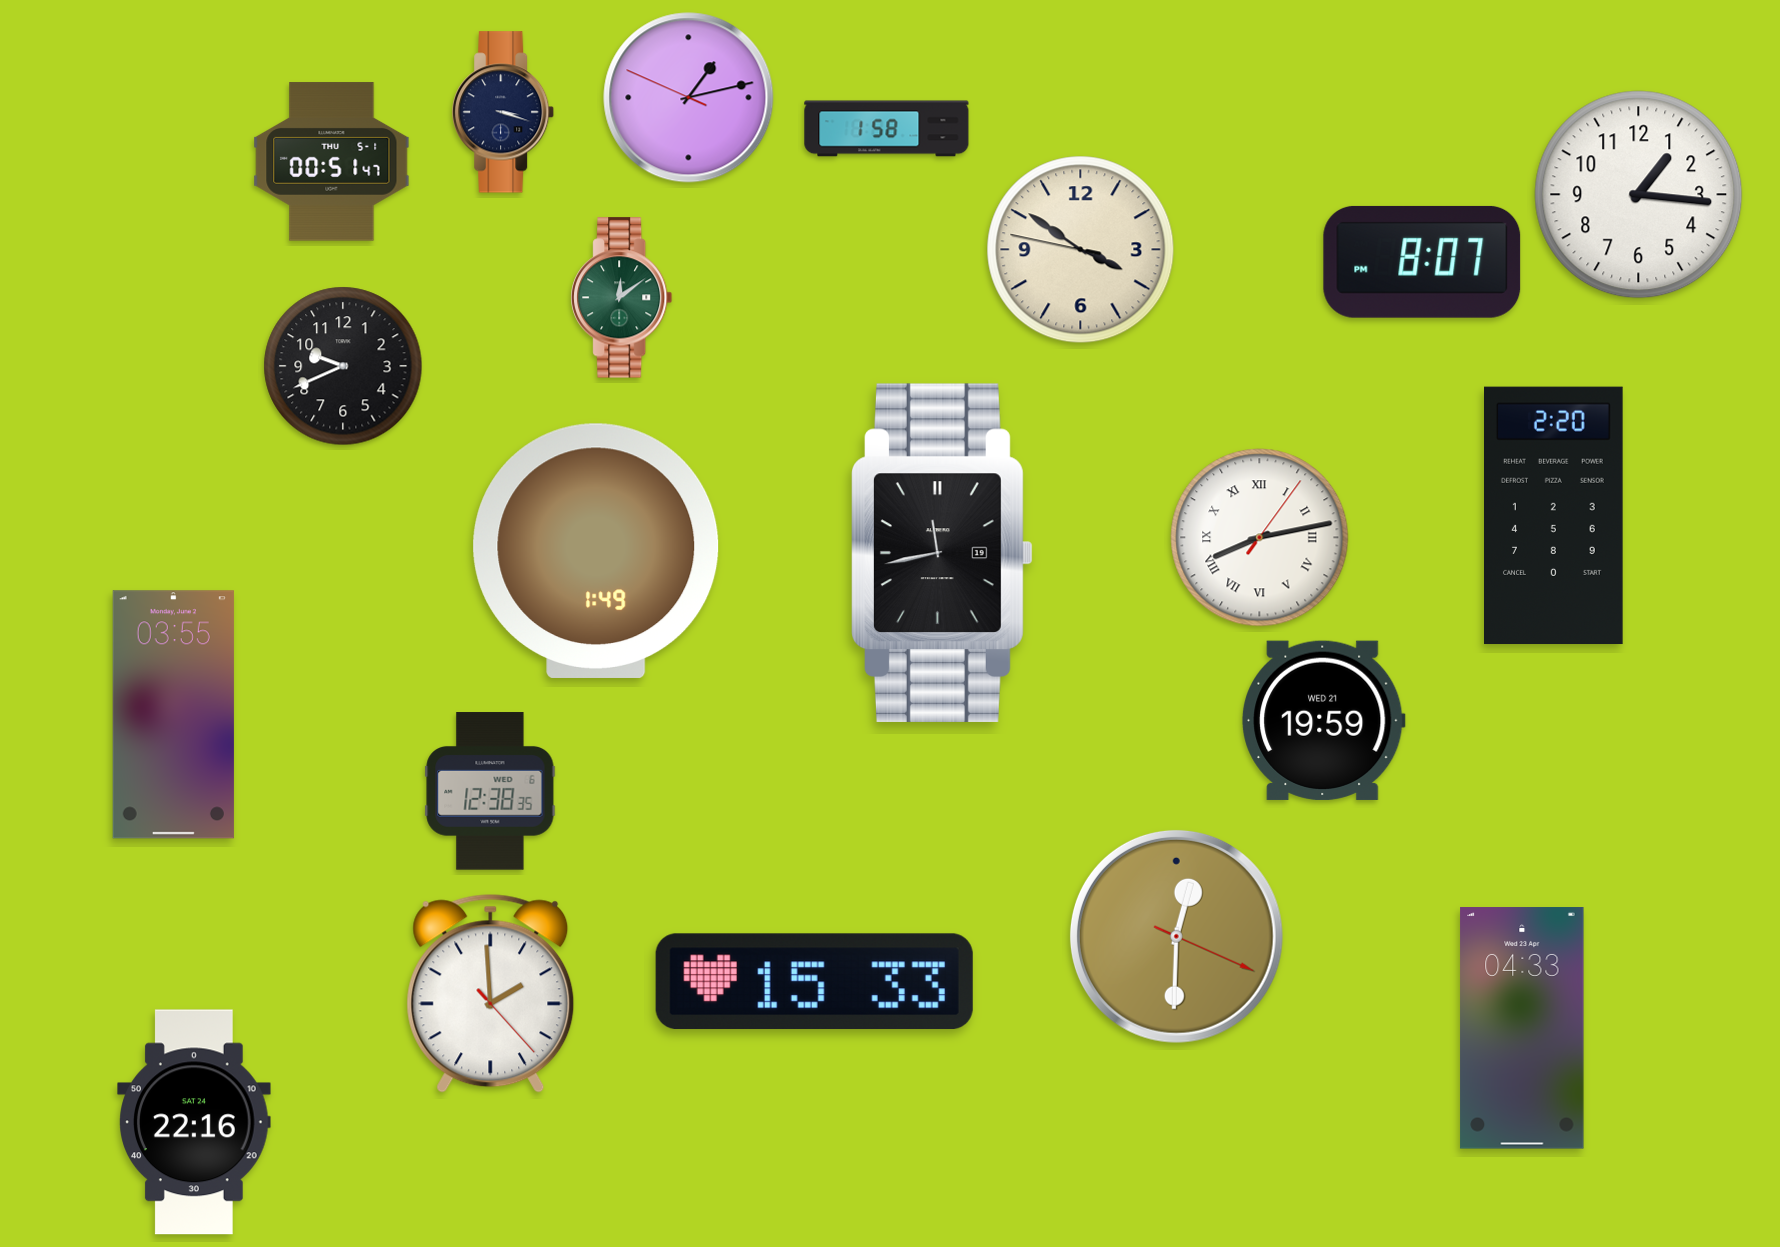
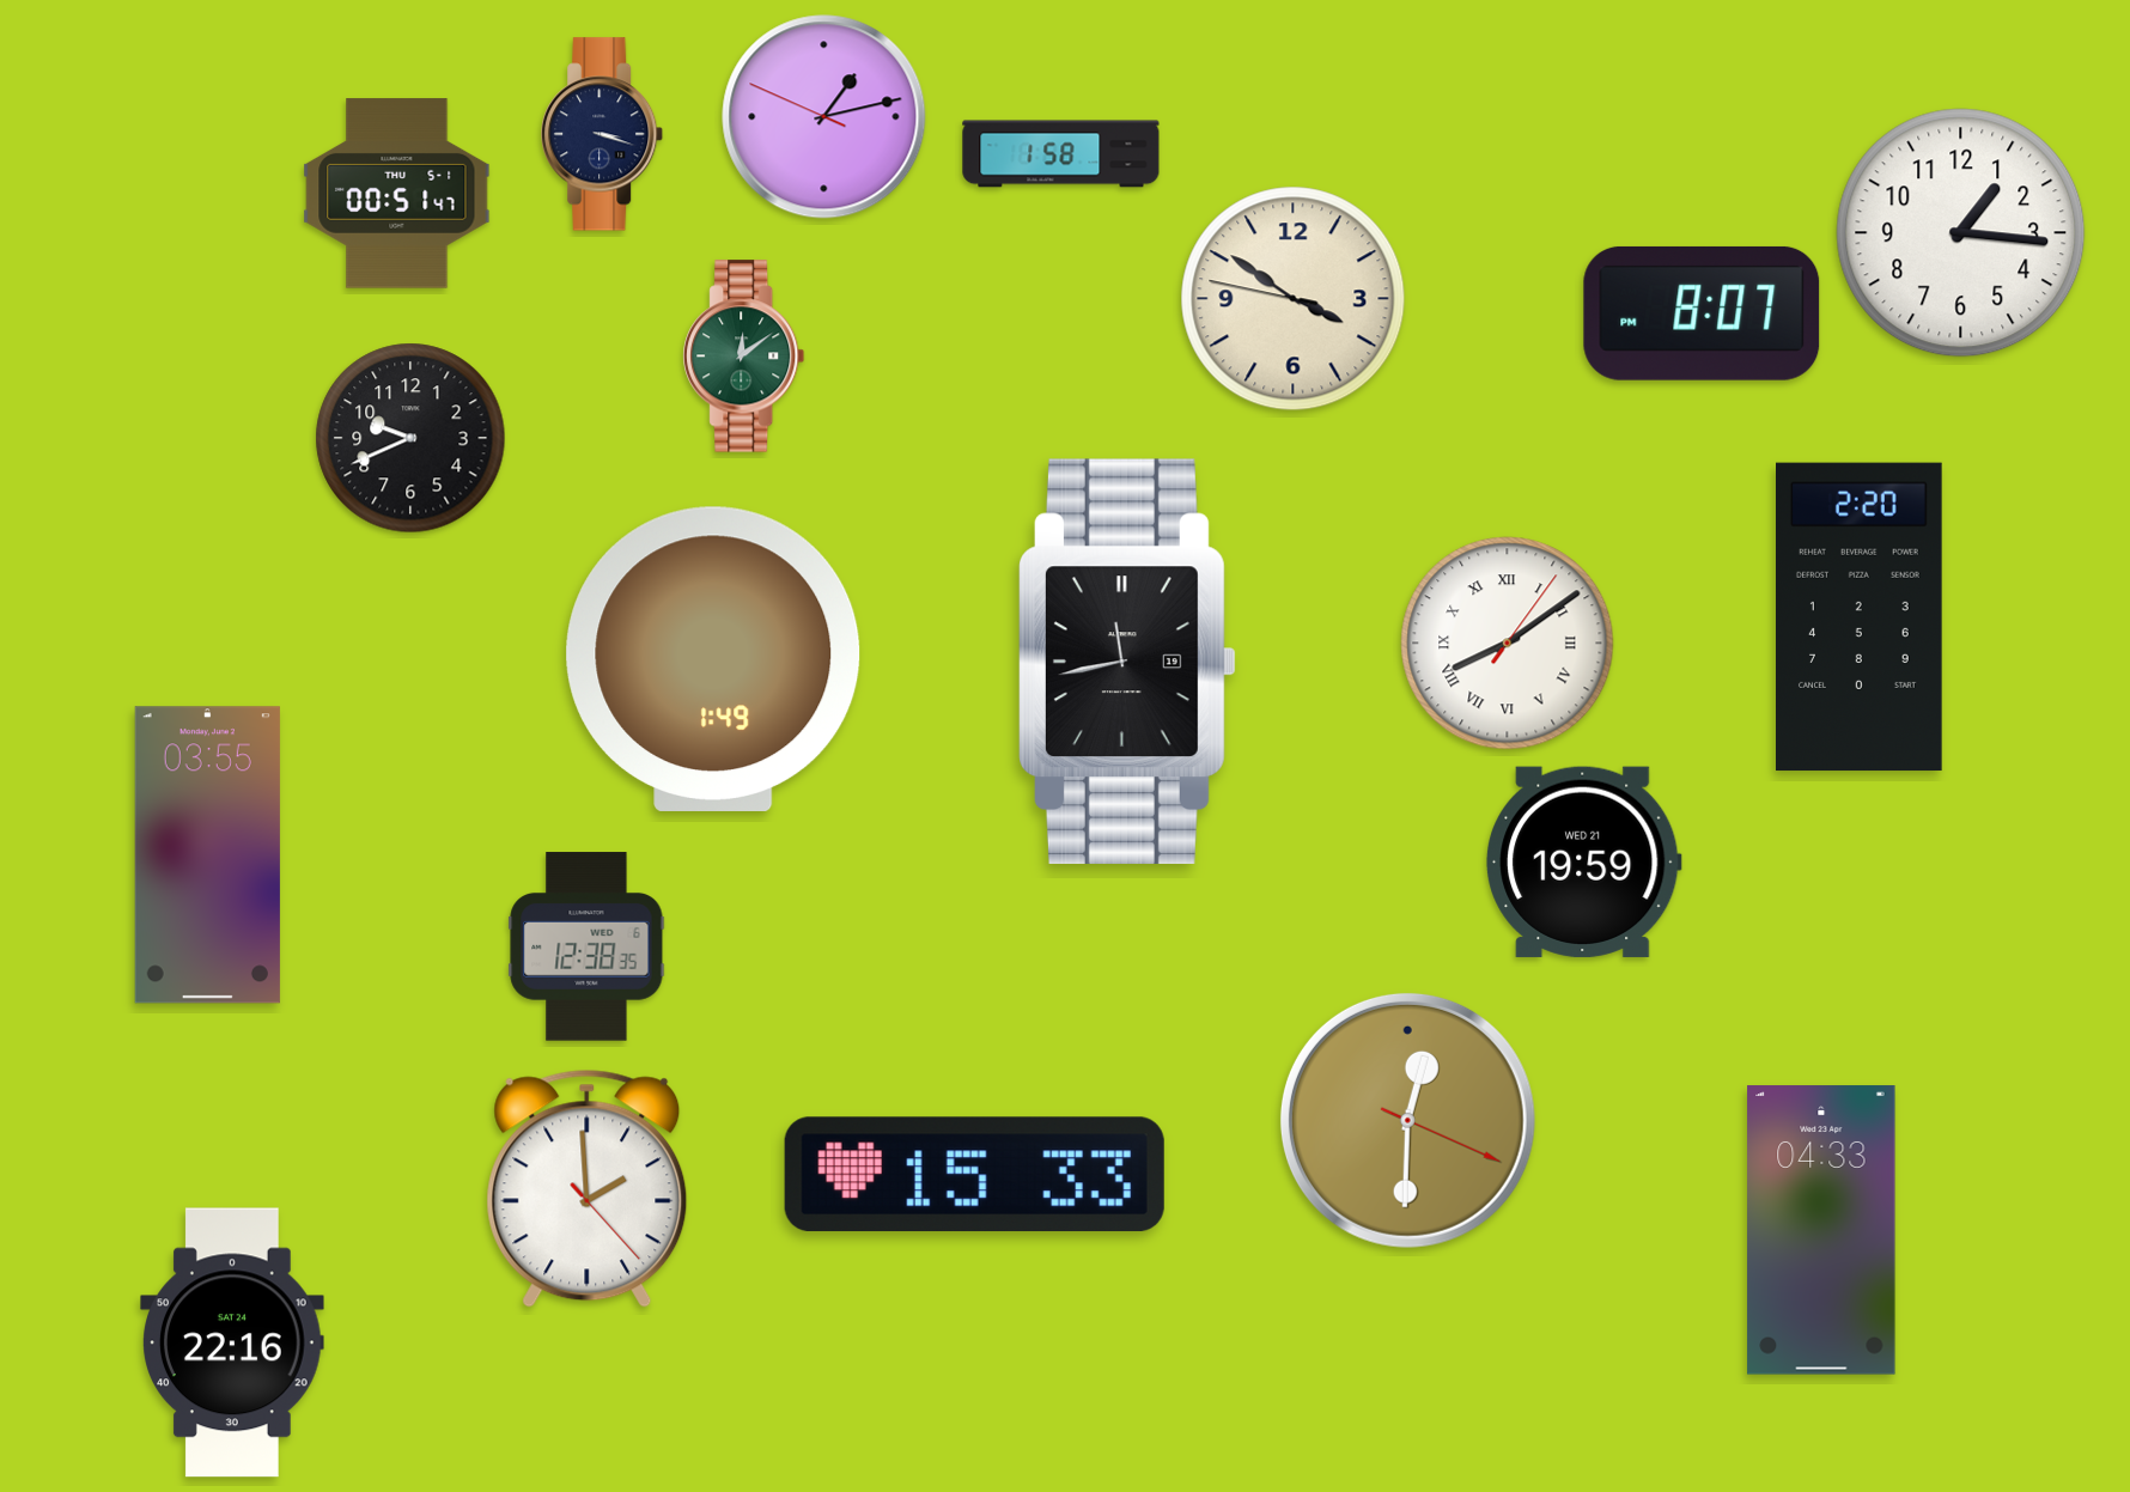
clock at (1260, 538): 8:13 -> 8:09
